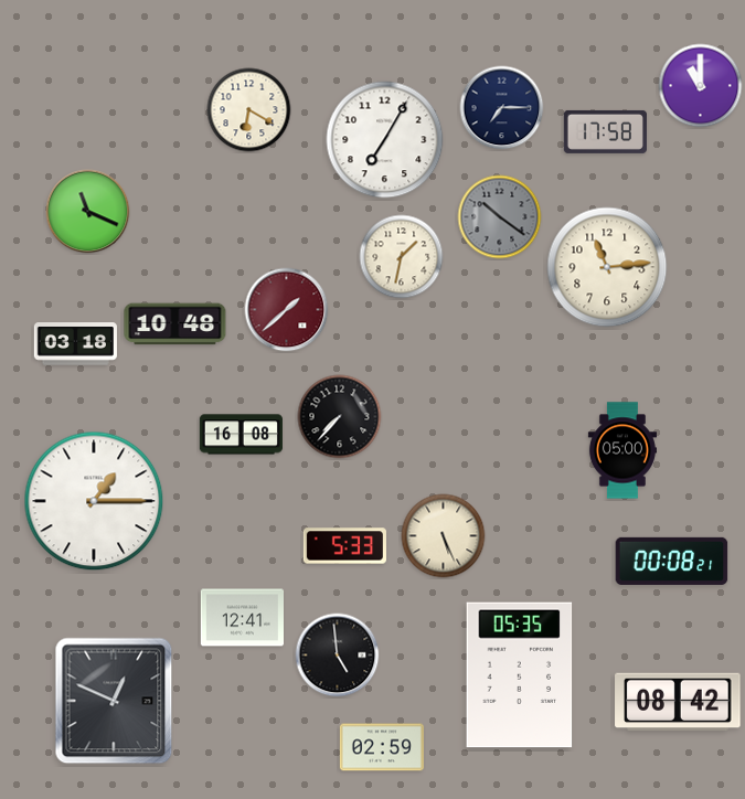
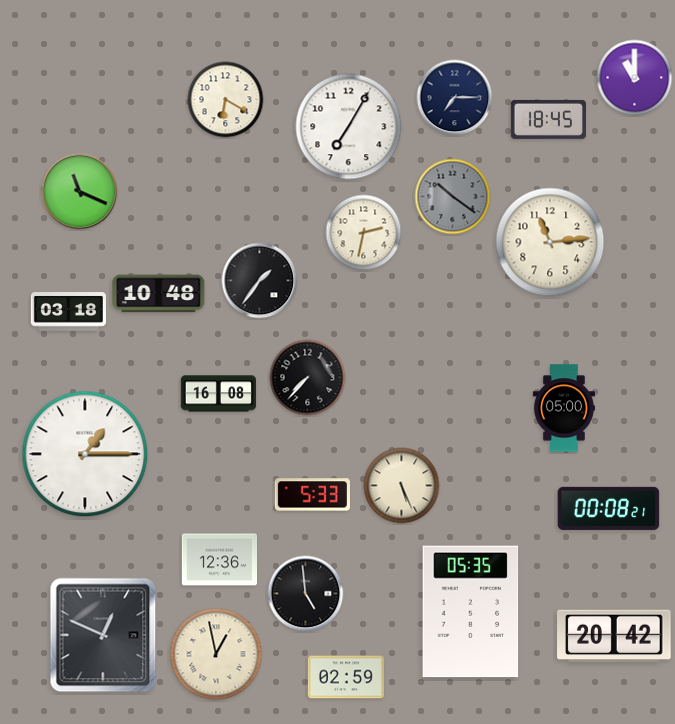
clock at (605, 131): 17:58 -> 18:45
clock at (402, 257): 1:32 -> 2:32
clock at (287, 310): 1:38 -> 1:36
clock at (287, 310) dial: burgundy -> black
clock at (242, 618): 12:41 -> 12:36
clock at (678, 702): 08:42 -> 20:42
clock at (216, 654): none -> 12:58
